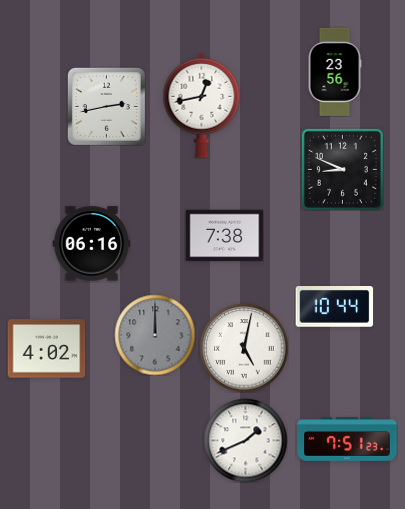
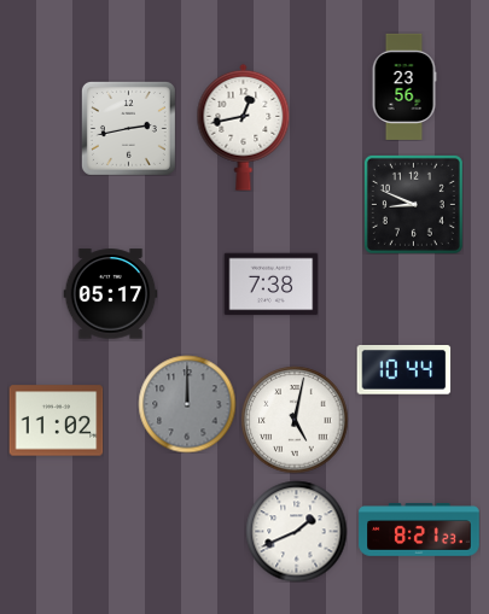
clock at (91, 244): 06:16 -> 05:17
clock at (46, 349): 4:02 -> 11:02
clock at (347, 439): 7:51 -> 8:21
